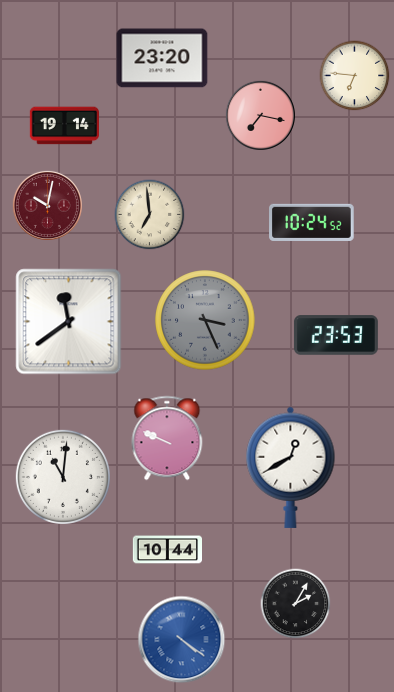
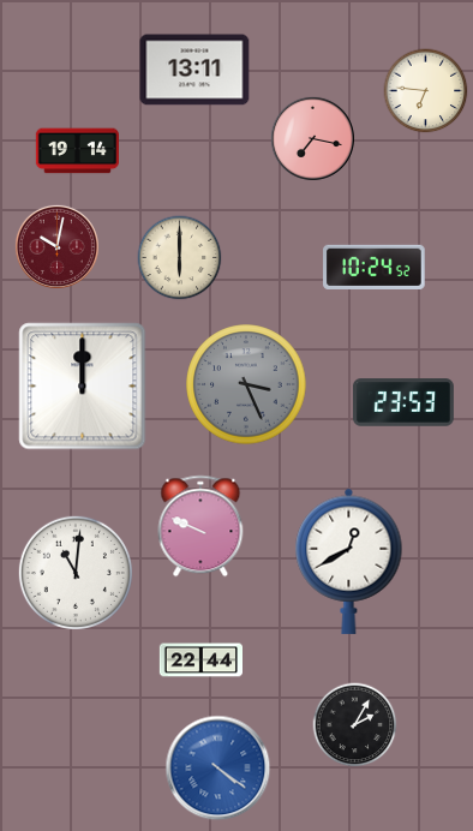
clock at (162, 58): 23:20 -> 13:11
clock at (150, 215): 6:59 -> 6:00
clock at (69, 322): 11:39 -> 12:00
clock at (168, 550): 10:44 -> 22:44
